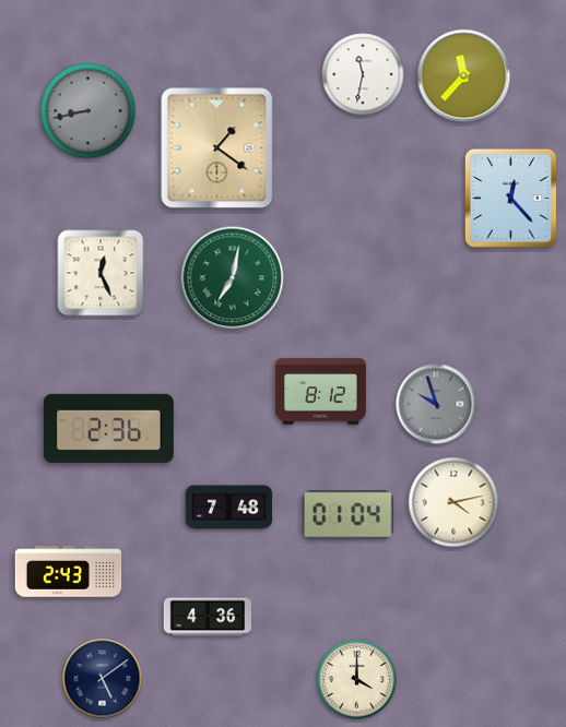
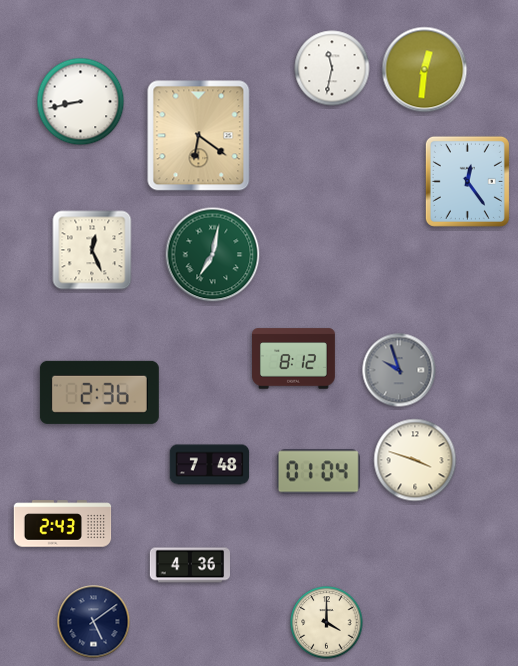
clock at (464, 76): 11:37 -> 12:31
clock at (89, 111) dial: grey -> white
clock at (217, 148): 1:21 -> 6:21
clock at (510, 198): 12:23 -> 12:24
clock at (453, 502): 4:13 -> 3:48
